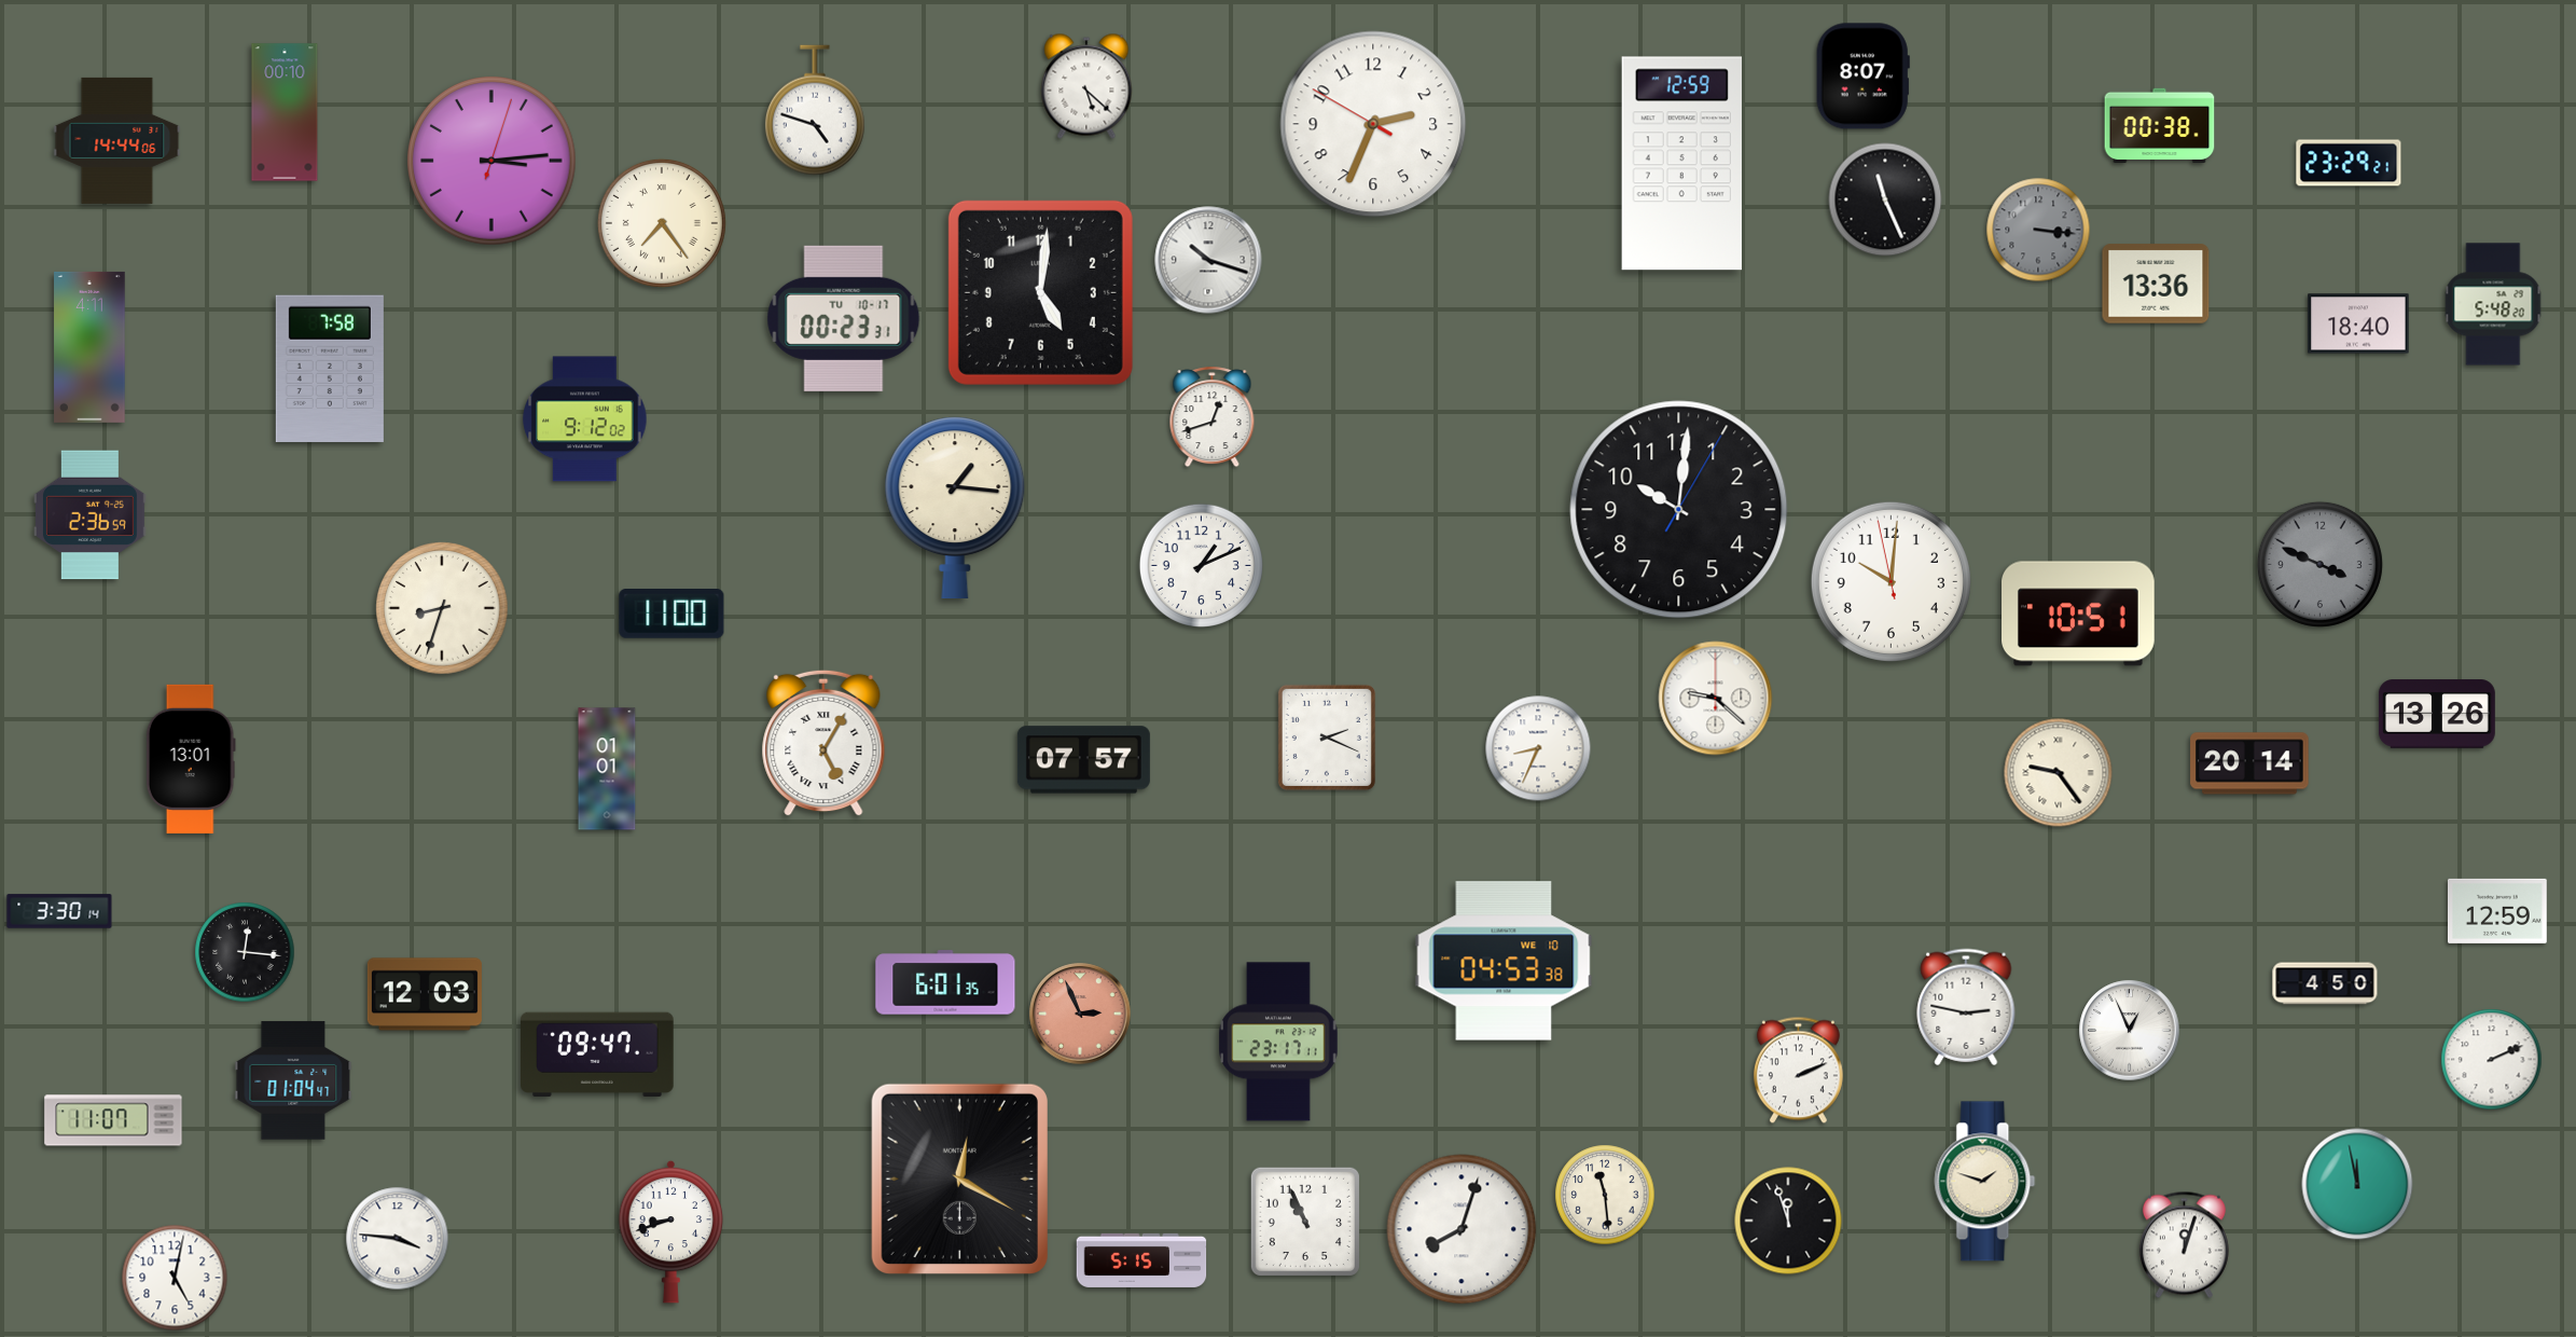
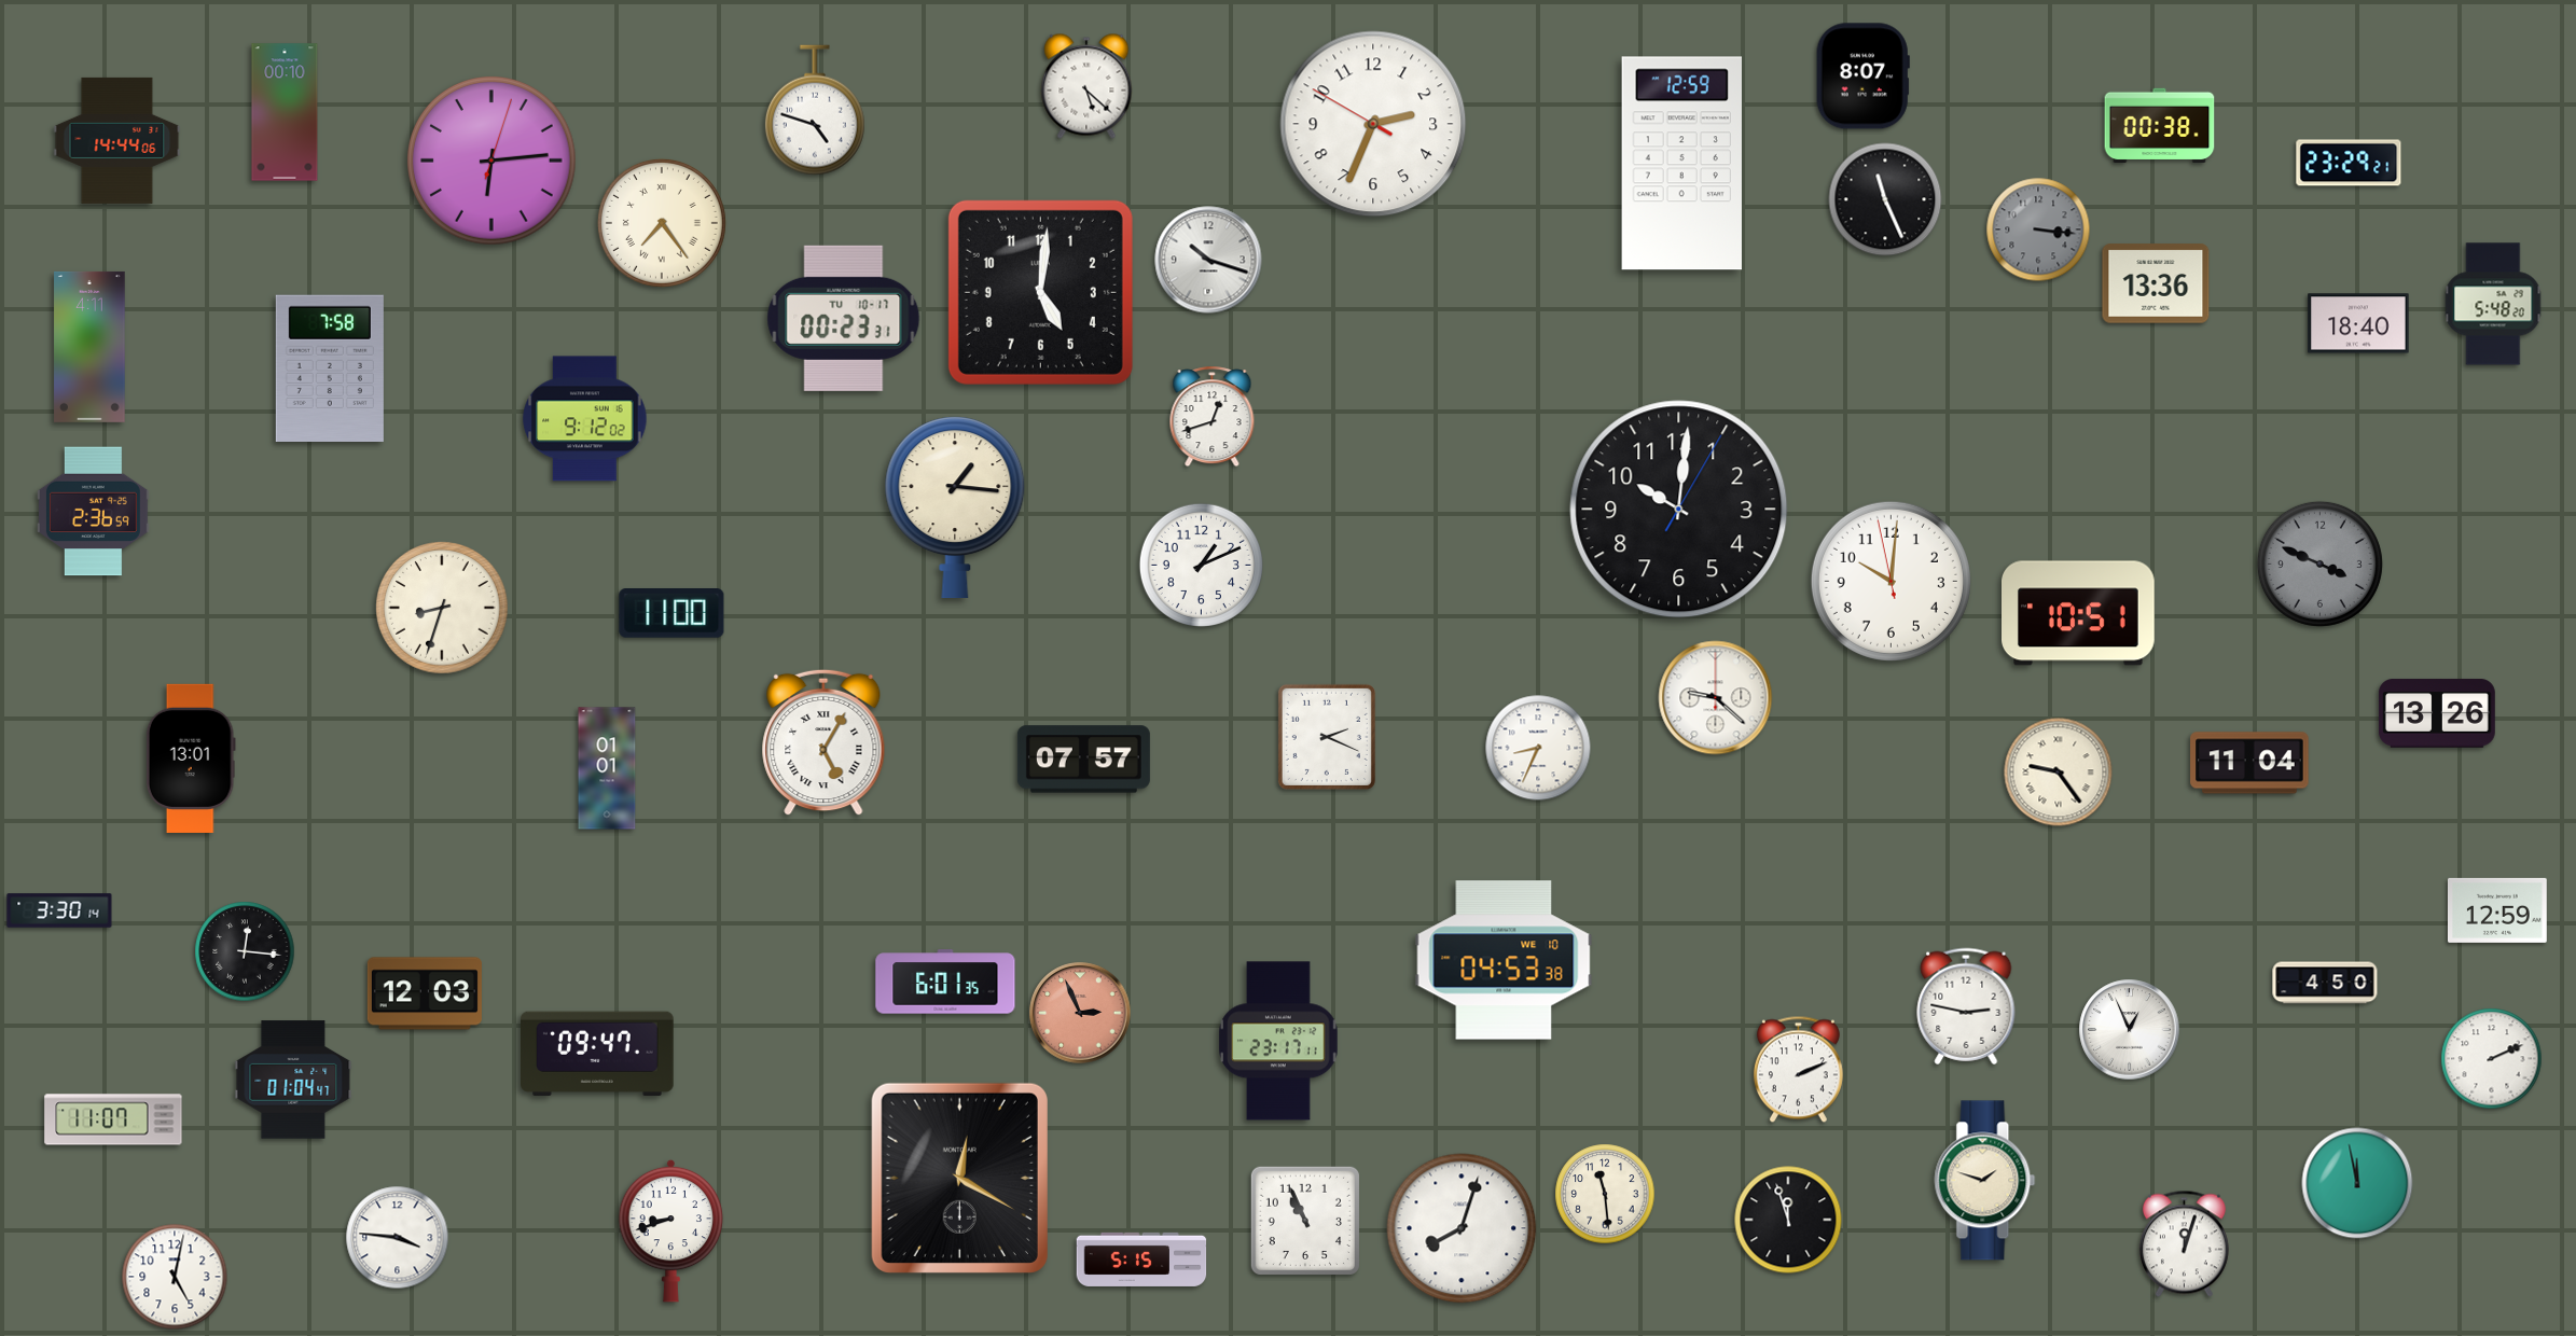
clock at (493, 162): 3:14 -> 6:14
clock at (89, 515) position: (89, 515) -> (93, 512)
clock at (2249, 763): 20:14 -> 11:04
